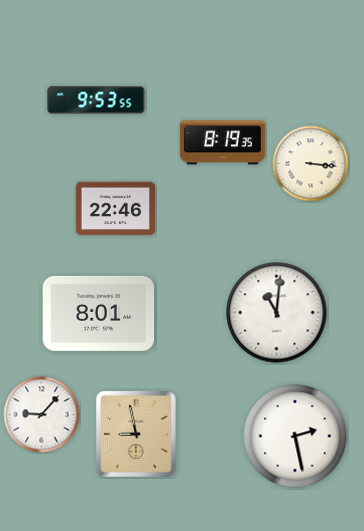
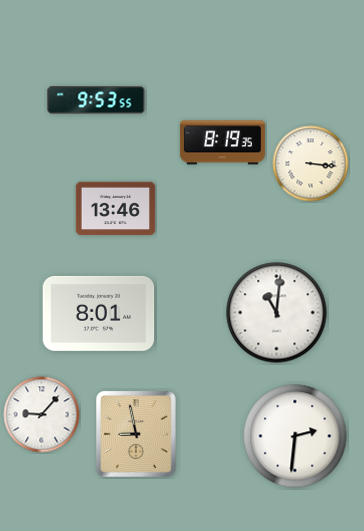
clock at (116, 209): 22:46 -> 13:46
clock at (295, 436): 2:28 -> 2:31
